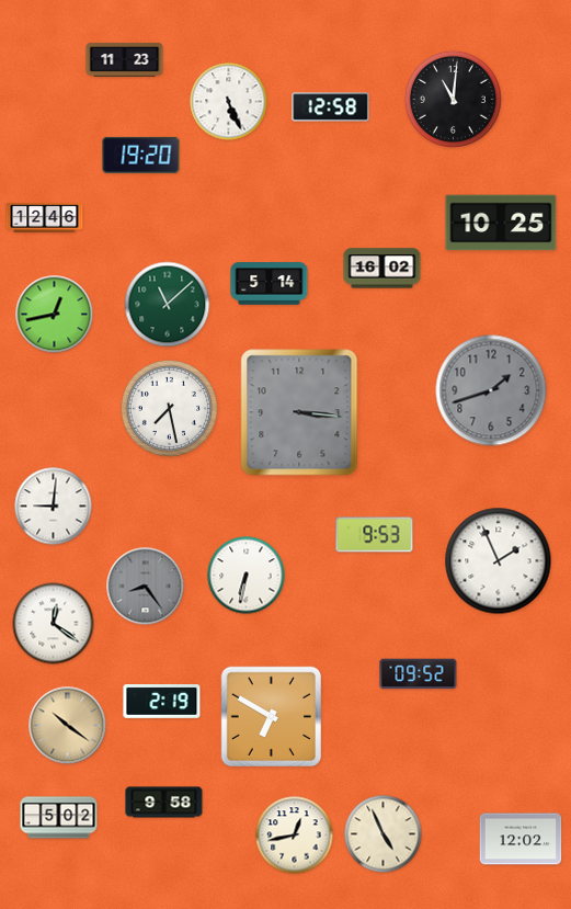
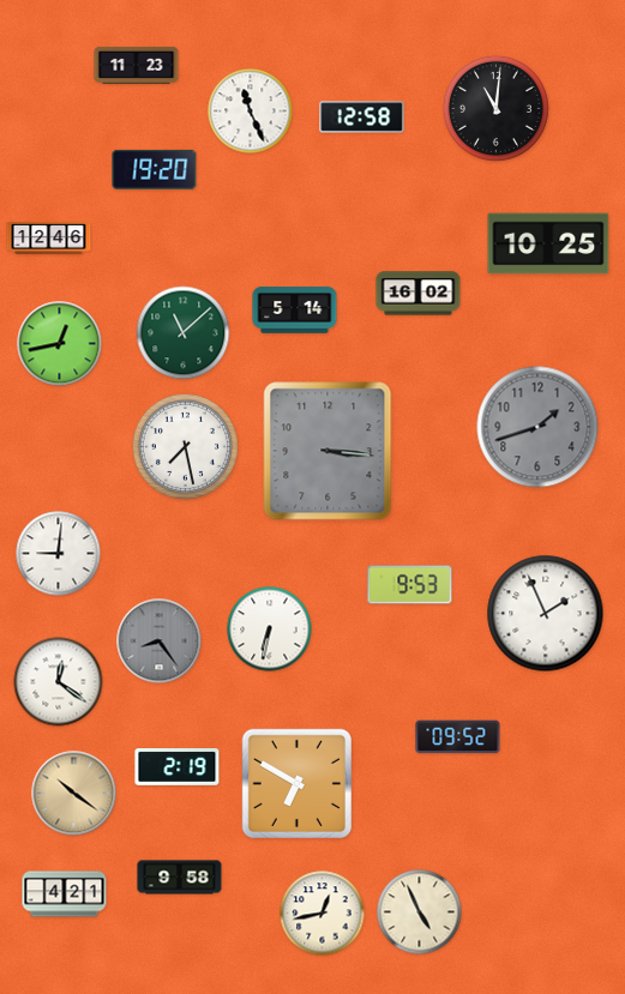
clock at (229, 102): 5:26 -> 11:26
clock at (59, 818): 5:02 -> 4:21
clock at (521, 839): 12:02 -> none
